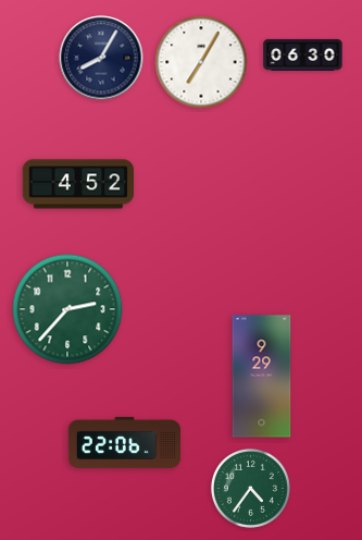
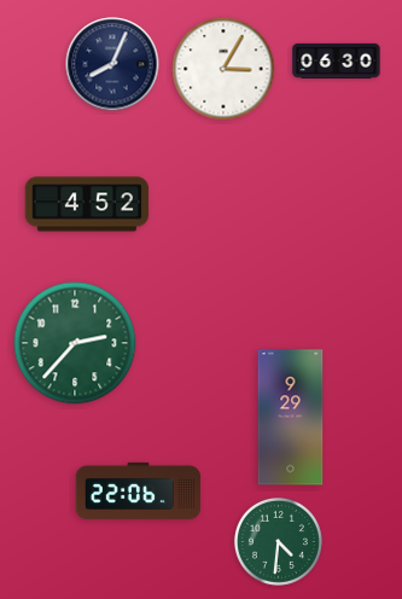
clock at (101, 58): 8:05 -> 8:04
clock at (201, 62): 7:05 -> 3:05
clock at (250, 488): 4:36 -> 4:31
